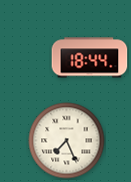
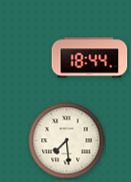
clock at (67, 141): 7:26 -> 7:29
